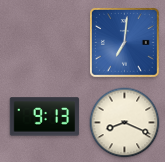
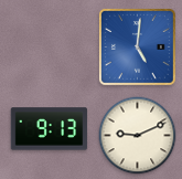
clock at (125, 43): 7:01 -> 5:01
clock at (125, 123): 8:19 -> 9:11
